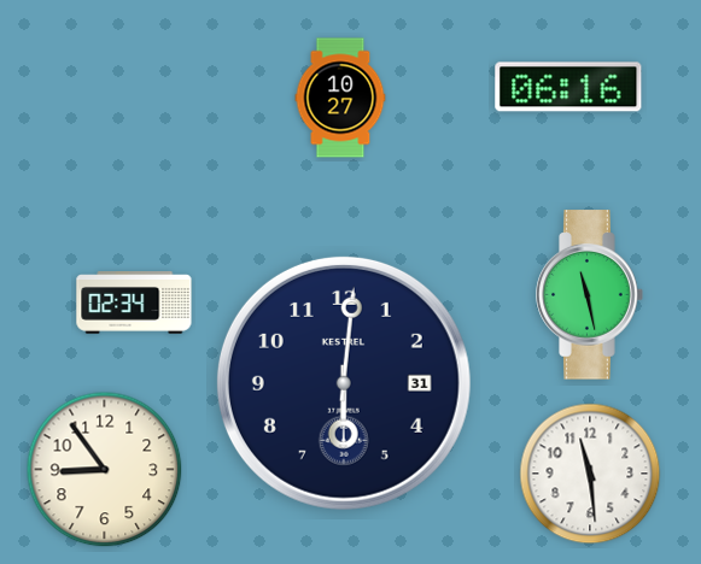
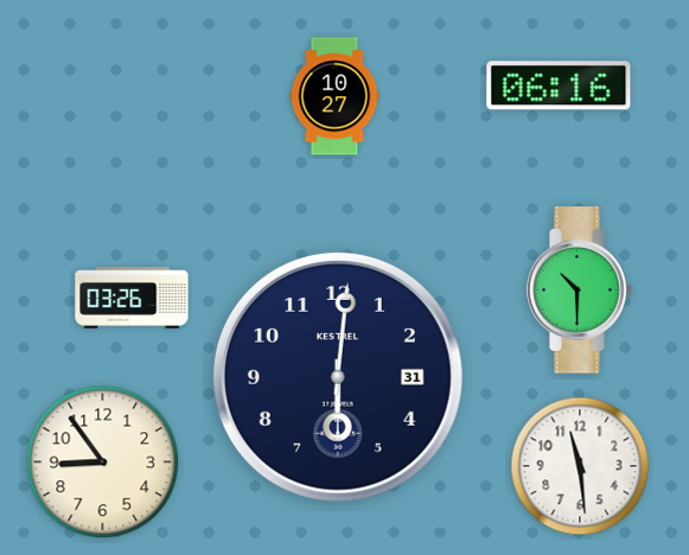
clock at (590, 295): 11:28 -> 10:30
clock at (134, 302): 02:34 -> 03:26
